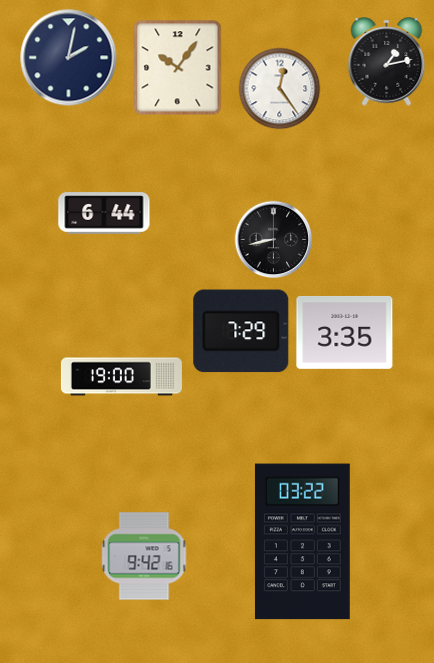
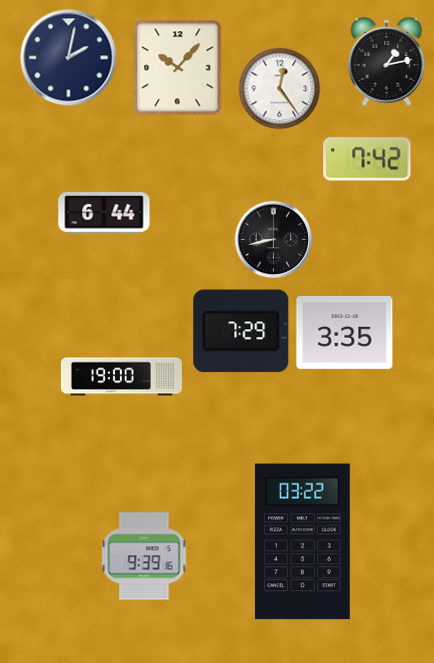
clock at (178, 68): 10:06 -> 10:07
clock at (367, 159): none -> 7:42
clock at (144, 556): 9:42 -> 9:39
